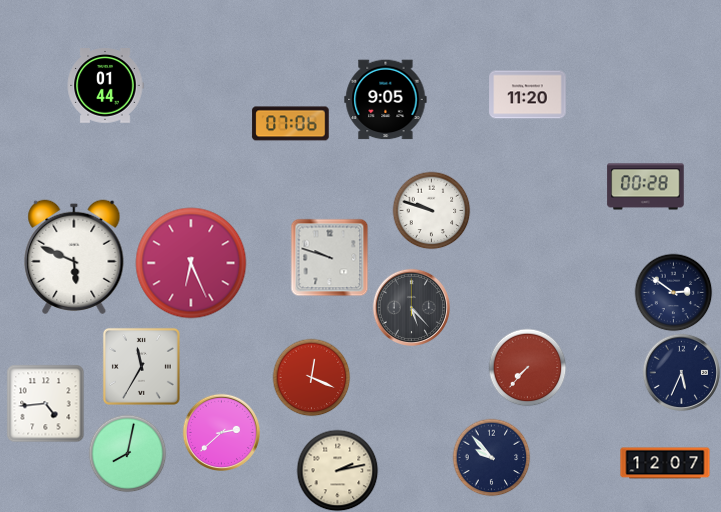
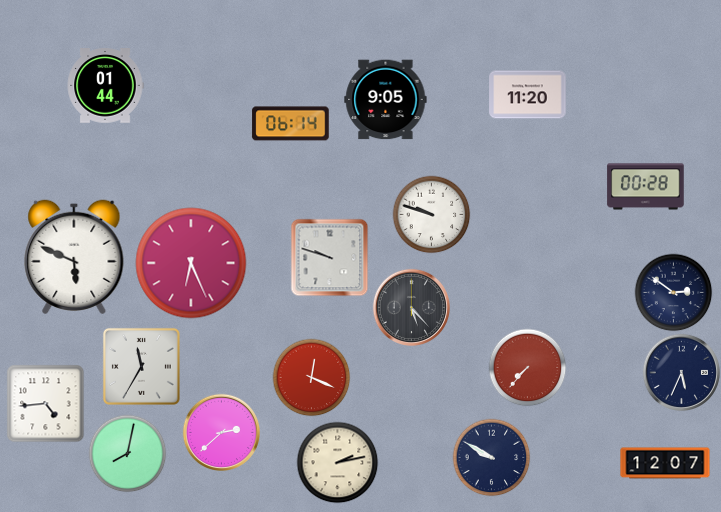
clock at (291, 124): 07:06 -> 06:14
clock at (431, 210) position: (431, 210) -> (431, 214)
clock at (491, 457): 9:53 -> 9:50
clock at (337, 470) position: (337, 470) -> (337, 462)
